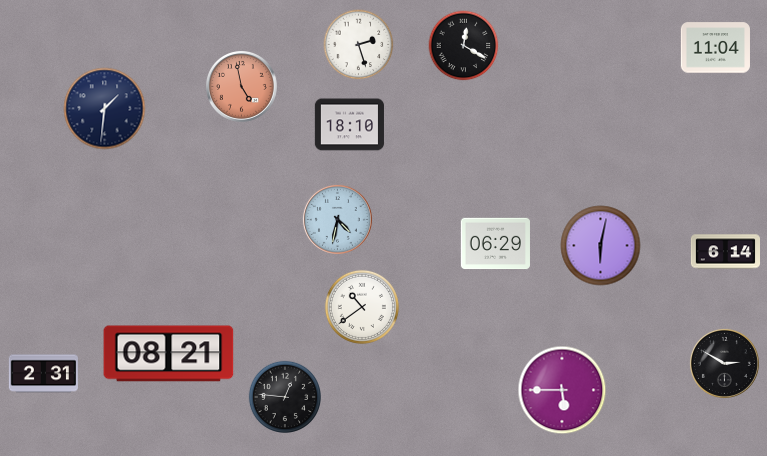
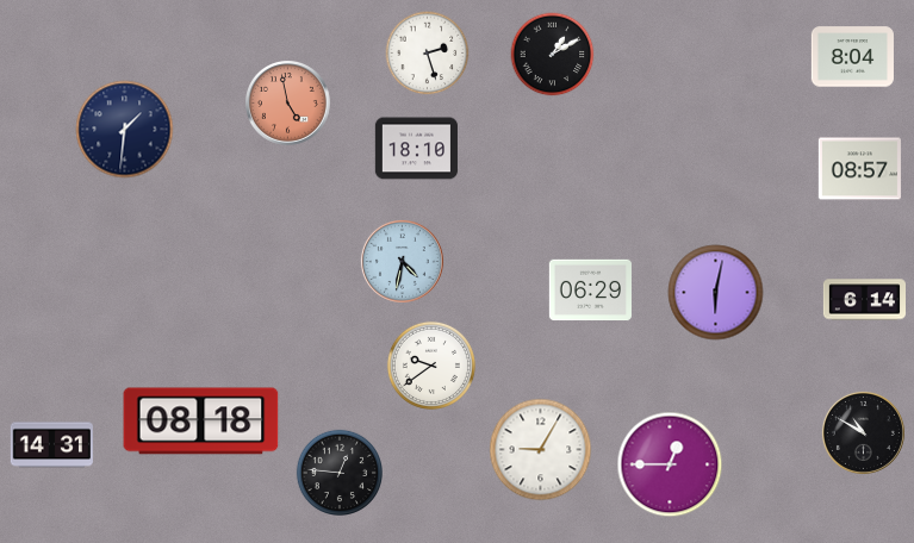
clock at (464, 46): 12:20 -> 1:10
clock at (715, 48): 11:04 -> 8:04
clock at (859, 169): none -> 08:57
clock at (362, 307): 10:39 -> 9:39
clock at (169, 354): 08:21 -> 08:18
clock at (724, 363): 2:50 -> 10:50
clock at (43, 374): 2:31 -> 14:31
clock at (541, 450): none -> 9:05
clock at (562, 390): 5:45 -> 12:45
